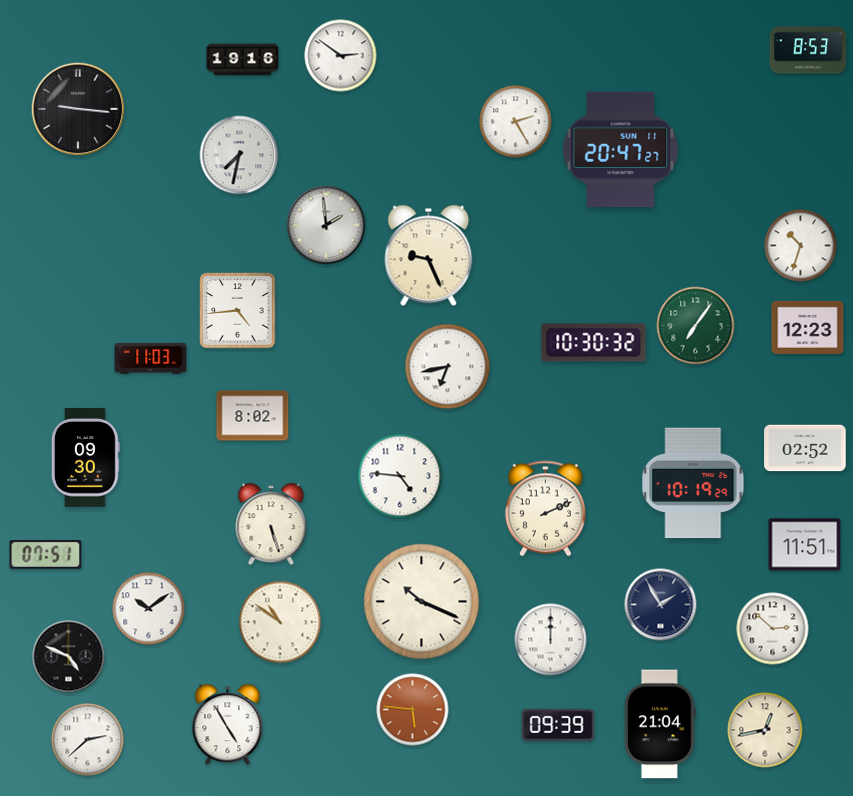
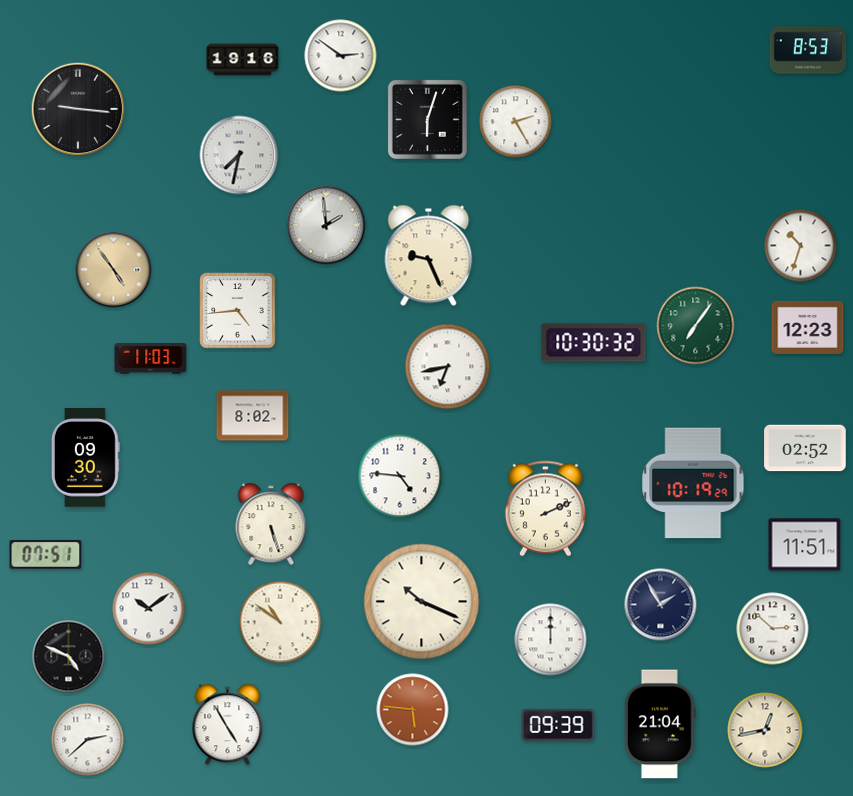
clock at (427, 119): none -> 6:03
clock at (621, 150): 20:47 -> none
clock at (114, 270): none -> 4:54
